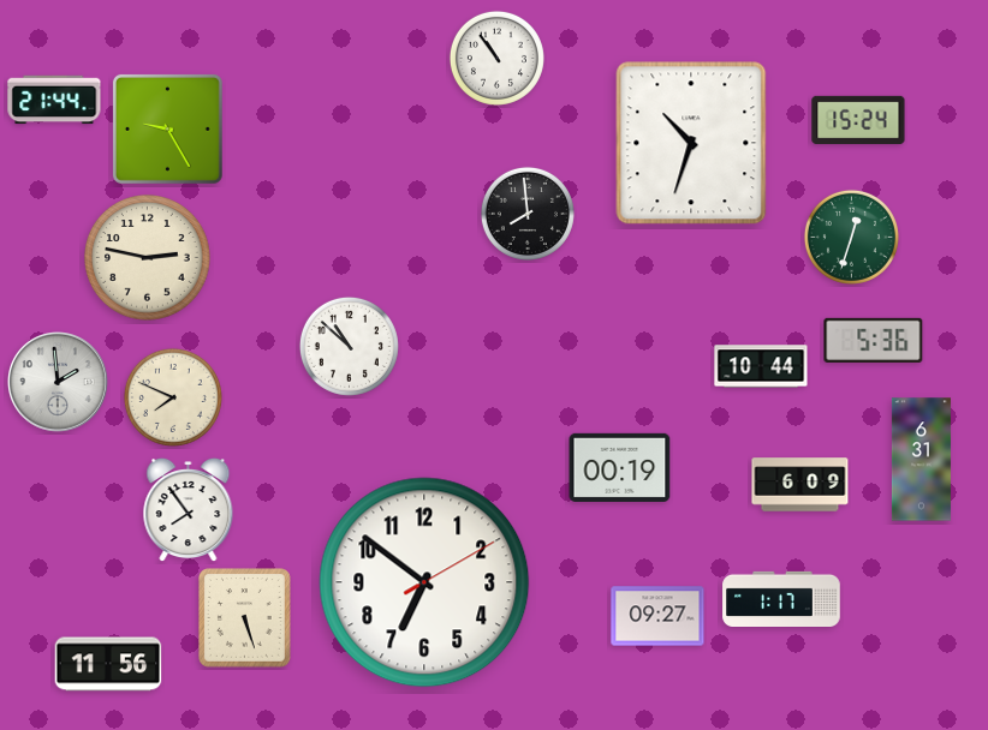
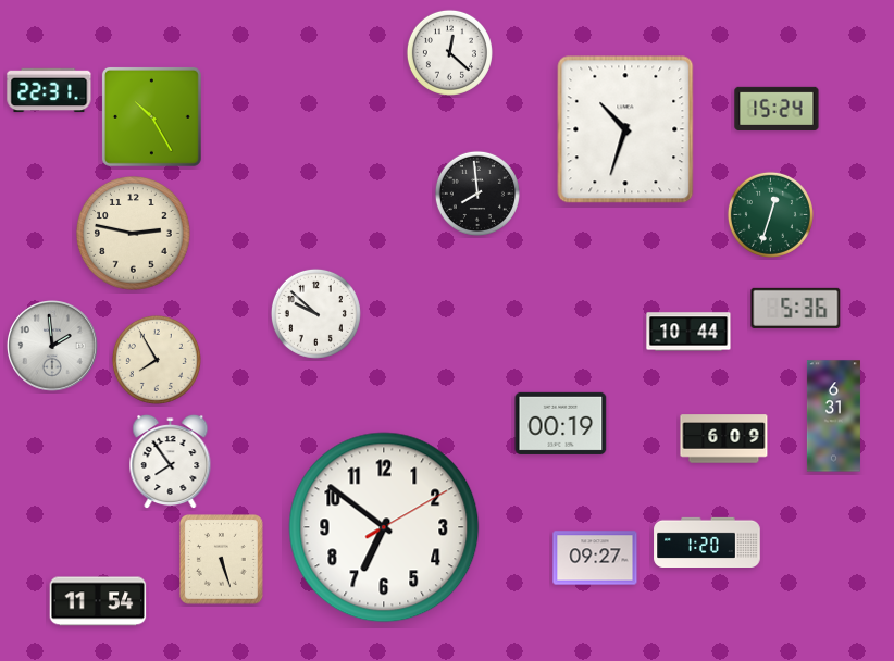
clock at (496, 58): 10:54 -> 12:22
clock at (54, 100): 21:44 -> 22:31
clock at (167, 128): 9:25 -> 10:25
clock at (874, 340) position: (874, 340) -> (796, 308)
clock at (349, 346): 10:52 -> 9:52
clock at (173, 397): 7:49 -> 7:55
clock at (781, 598): 1:17 -> 1:20
clock at (108, 664): 11:56 -> 11:54
